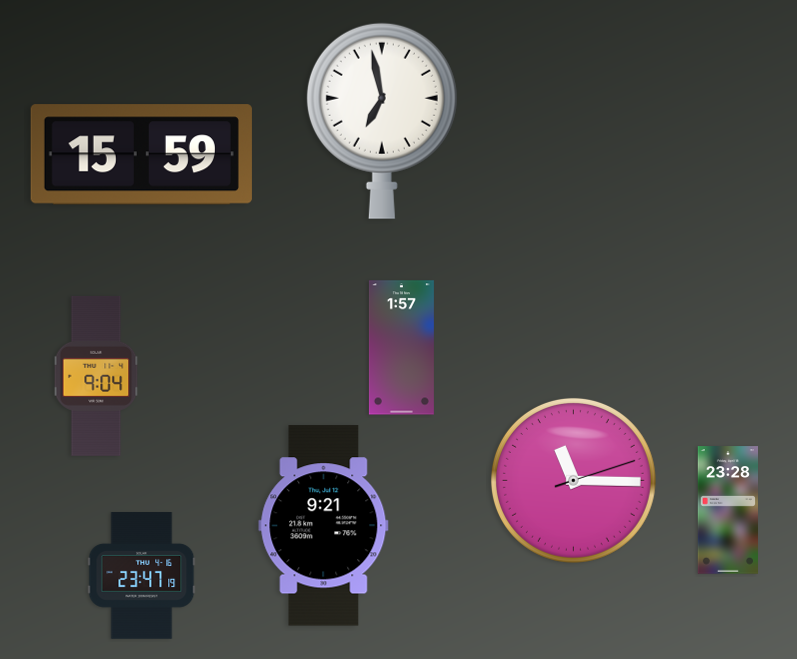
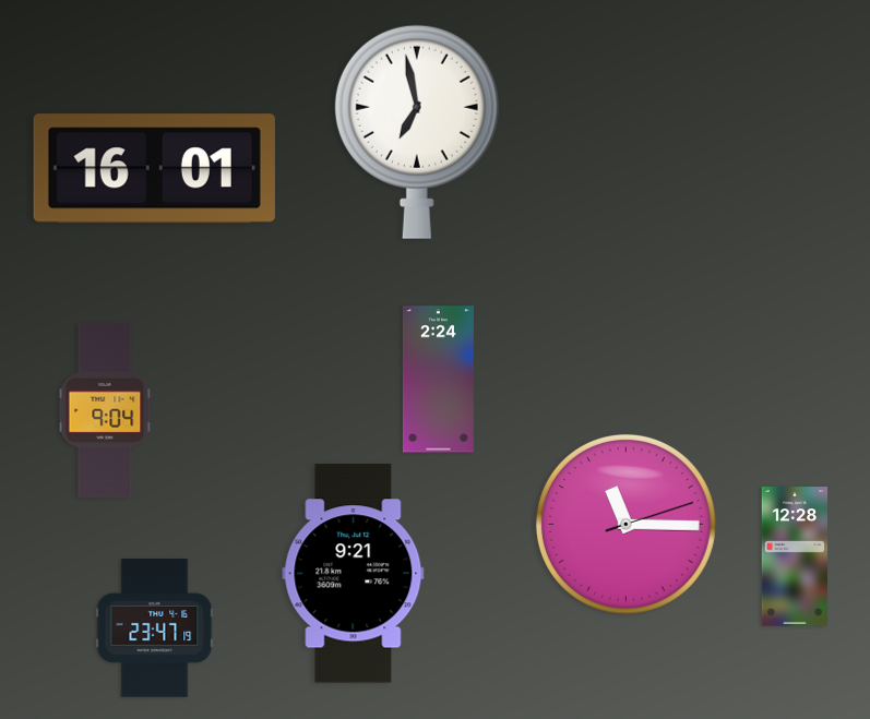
clock at (141, 155): 15:59 -> 16:01
clock at (401, 348): 1:57 -> 2:24
clock at (727, 510): 23:28 -> 12:28
